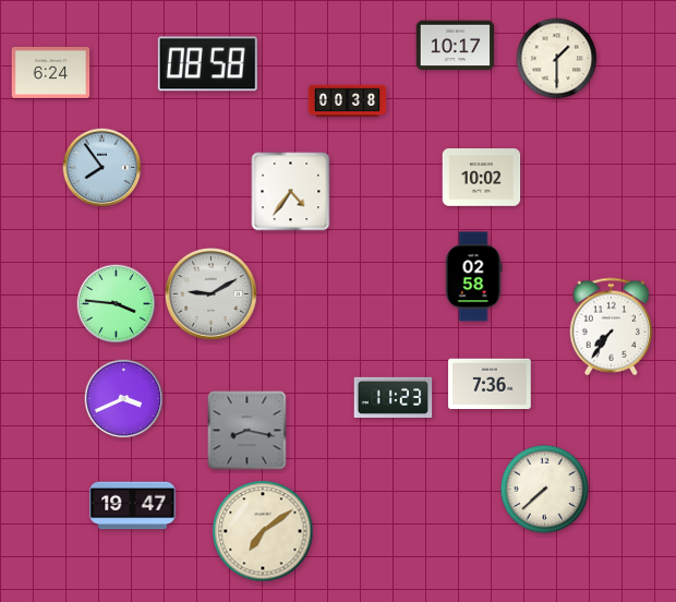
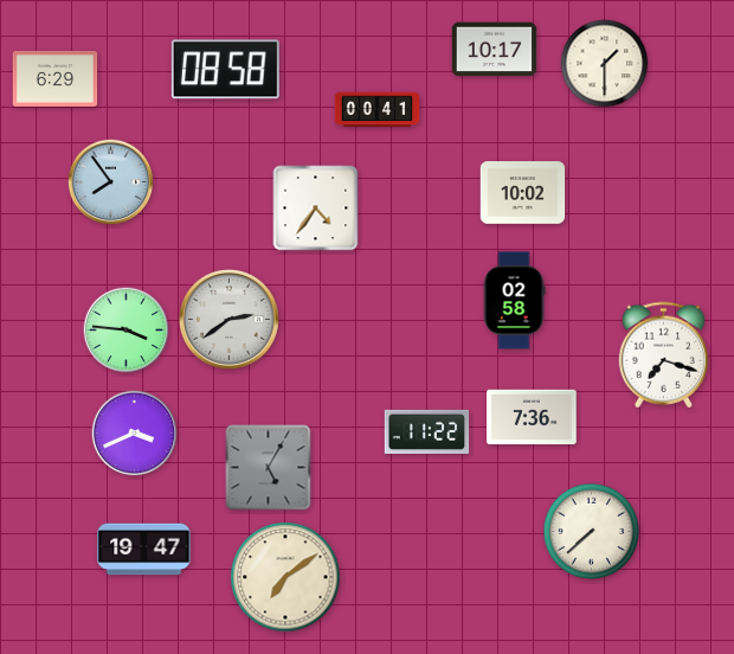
clock at (51, 72): 6:24 -> 6:29
clock at (348, 101): 00:38 -> 00:41
clock at (212, 294): 9:10 -> 2:39
clock at (612, 327): 7:36 -> 7:18
clock at (394, 397): 11:23 -> 11:22
clock at (248, 431): 8:17 -> 5:05
